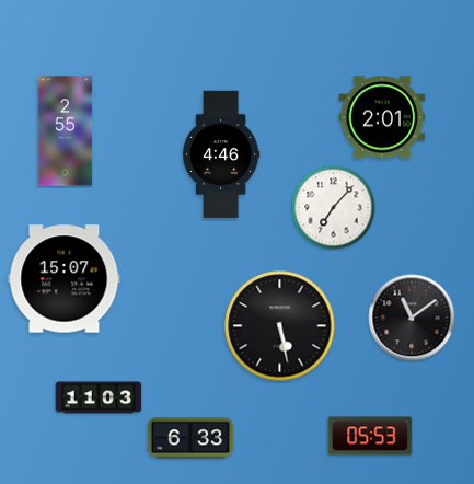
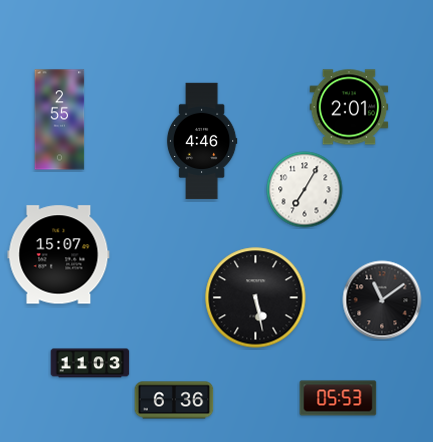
clock at (334, 208): 7:07 -> 7:05
clock at (412, 318) position: (412, 318) -> (382, 300)
clock at (190, 438): 6:33 -> 6:36
